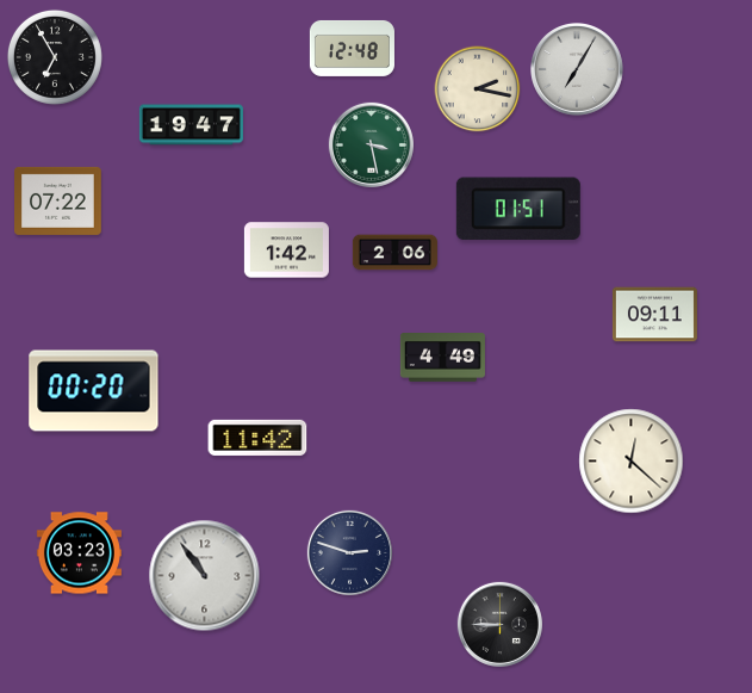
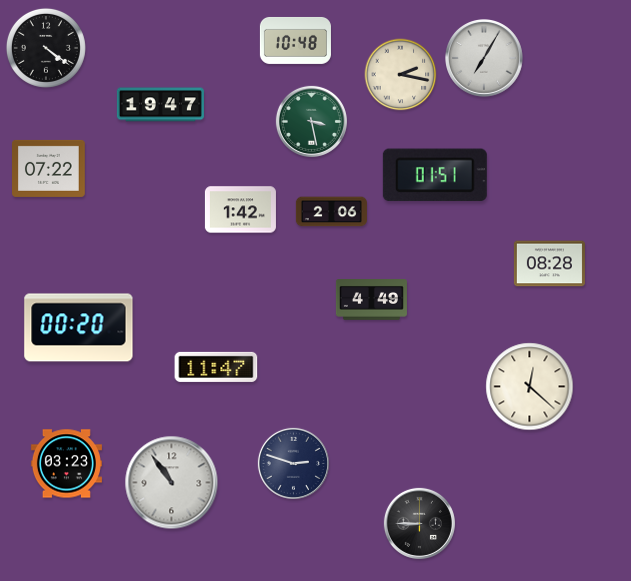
clock at (352, 48): 12:48 -> 10:48
clock at (55, 57): 6:55 -> 4:21
clock at (654, 315): 09:11 -> 08:28
clock at (257, 438): 11:42 -> 11:47
